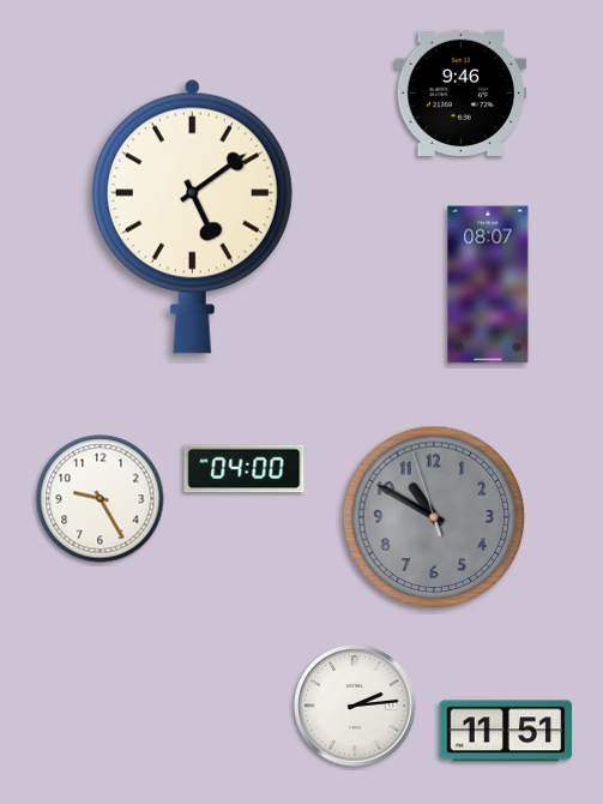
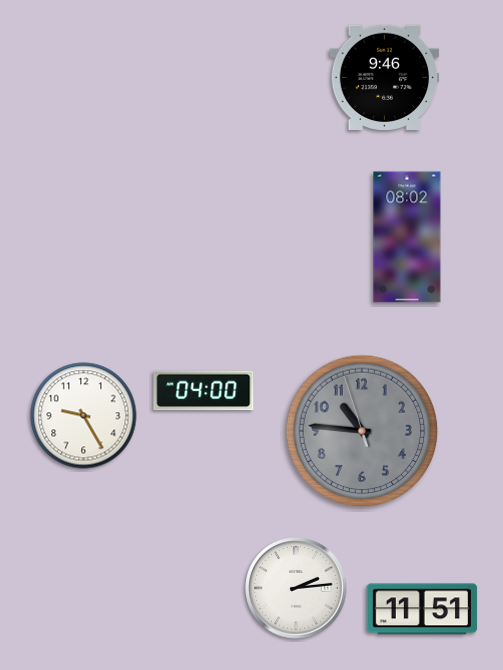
clock at (192, 216): 5:09 -> none
clock at (488, 284): 08:07 -> 08:02
clock at (434, 517): 10:49 -> 10:45
